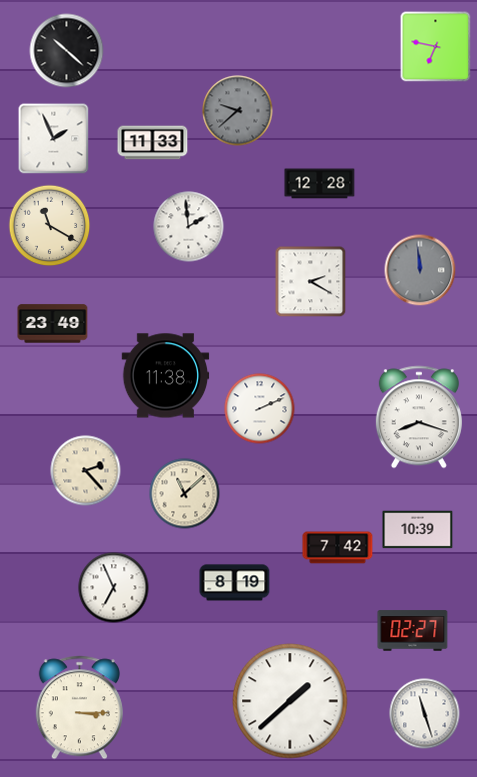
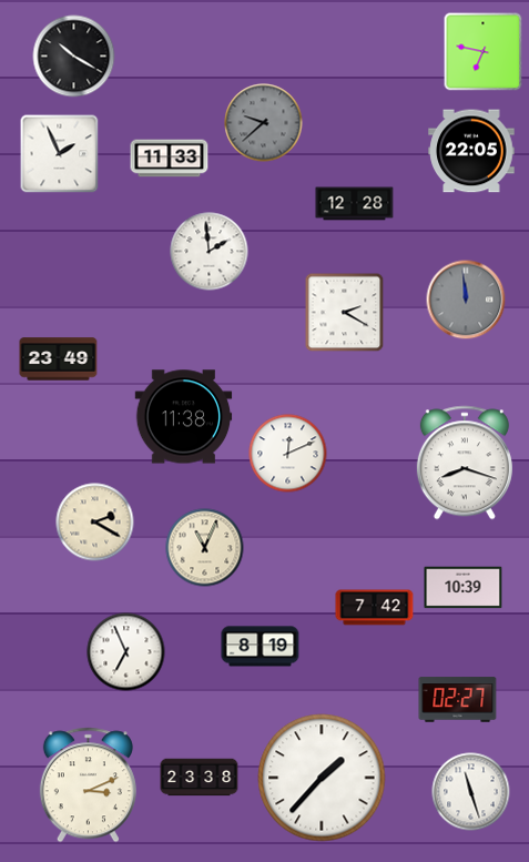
clock at (67, 51): 10:22 -> 10:20
clock at (471, 151): none -> 22:05
clock at (50, 226): 11:20 -> none
clock at (260, 409): 2:11 -> 12:11
clock at (86, 471): 2:23 -> 2:20
clock at (185, 494): 11:08 -> 11:04
clock at (200, 778): none -> 23:38
clock at (290, 701): 1:38 -> 1:37
clock at (79, 708): 3:15 -> 3:11
